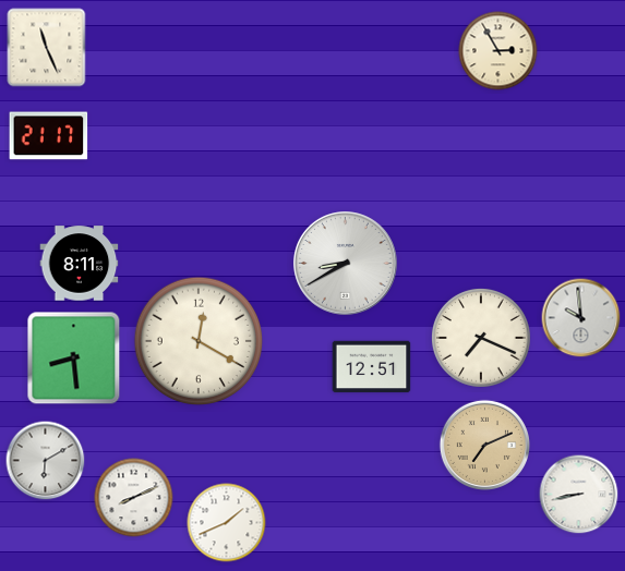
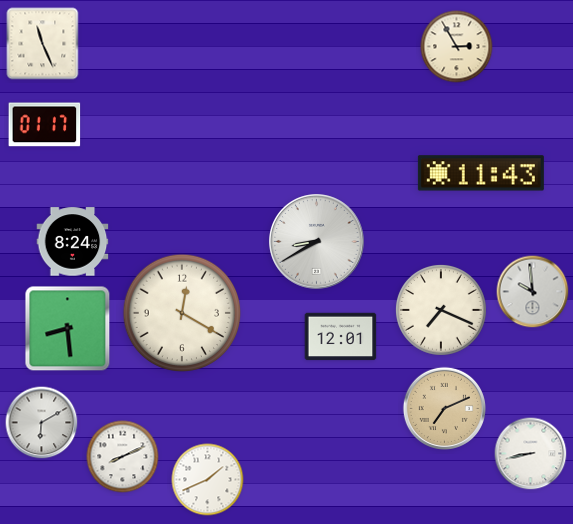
clock at (49, 136): 21:17 -> 01:17
clock at (481, 173): none -> 11:43
clock at (80, 264): 8:11 -> 8:24
clock at (372, 367): 12:51 -> 12:01
